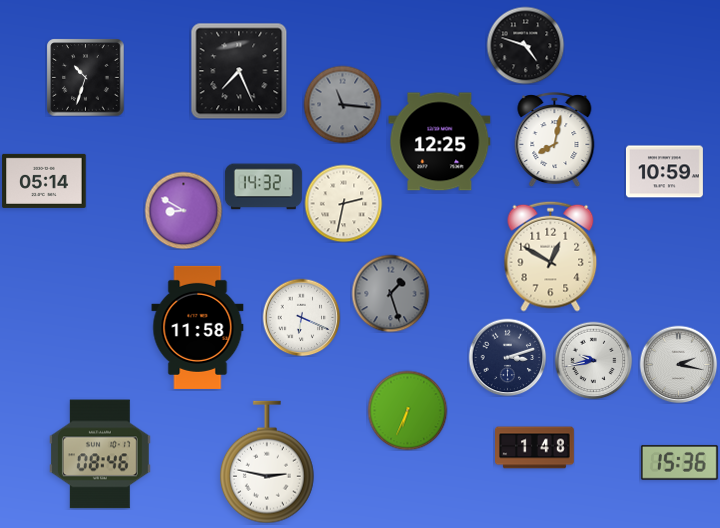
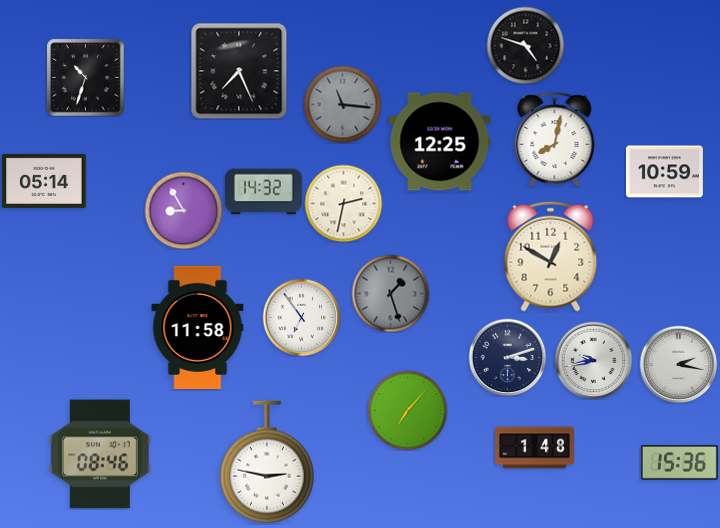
clock at (263, 187) position: (263, 187) -> (263, 192)
clock at (183, 210): 8:50 -> 8:55
clock at (301, 317): 6:19 -> 6:54
clock at (407, 410): 6:34 -> 7:07
